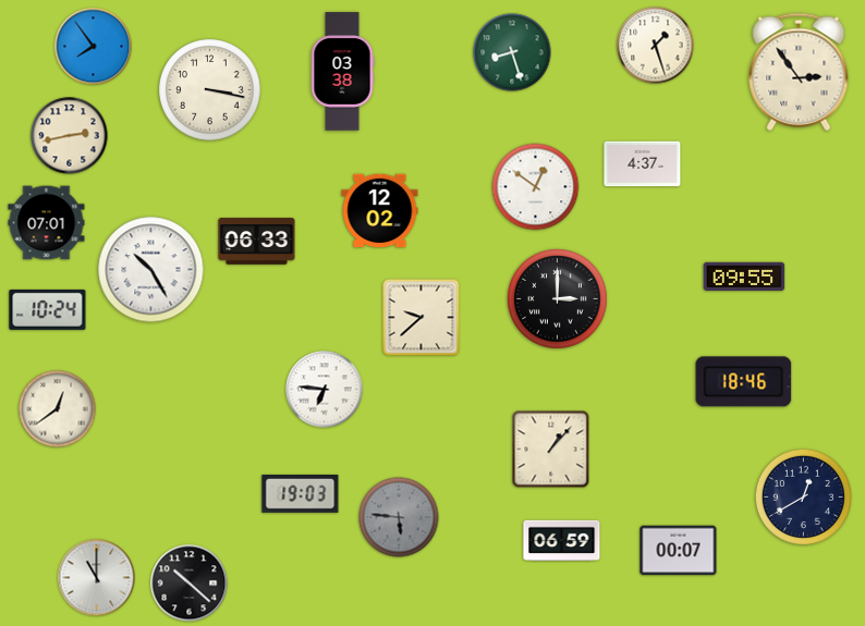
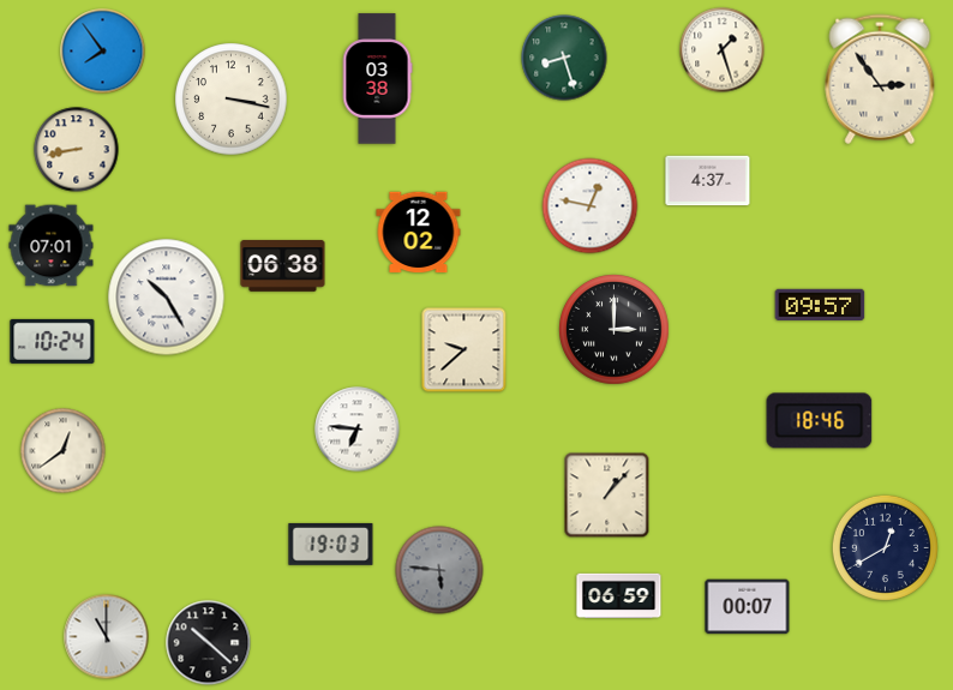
clock at (70, 136): 2:43 -> 8:43
clock at (536, 187): 12:51 -> 12:47
clock at (257, 242): 06:33 -> 06:38
clock at (744, 275): 09:55 -> 09:57
